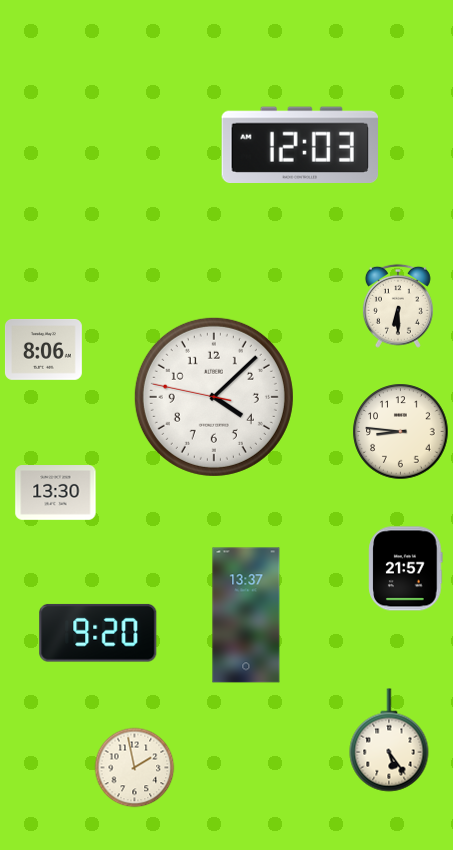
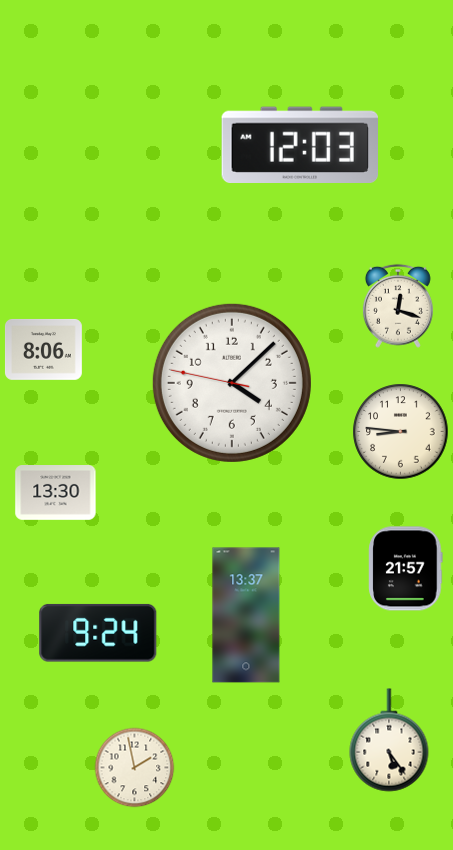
clock at (398, 306): 6:30 -> 12:18
clock at (214, 397) position: (214, 397) -> (232, 383)
clock at (98, 633): 9:20 -> 9:24
